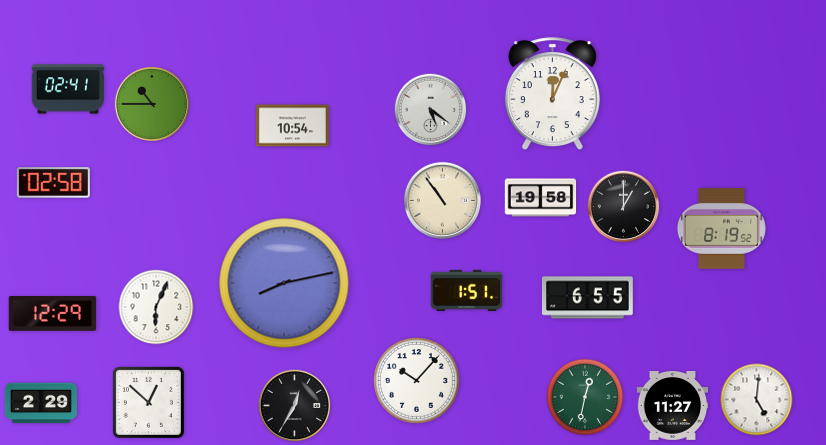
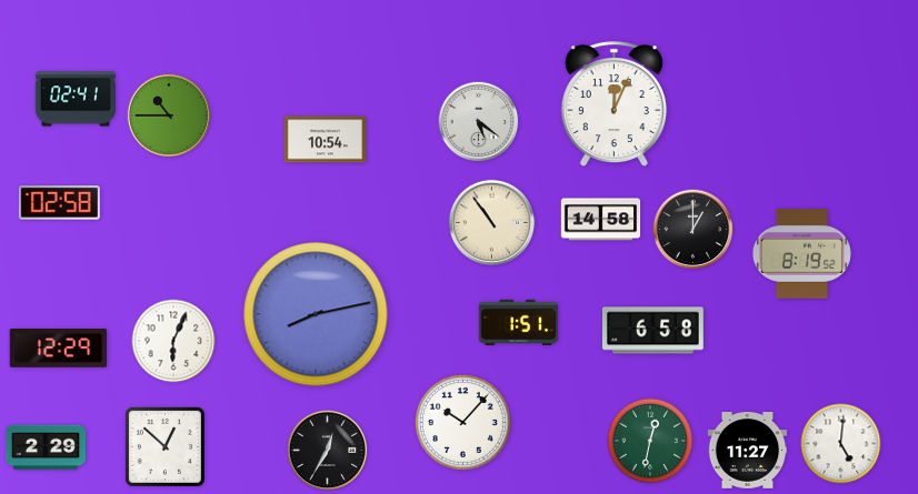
clock at (541, 198): 19:58 -> 14:58
clock at (587, 298): 6:55 -> 6:58
